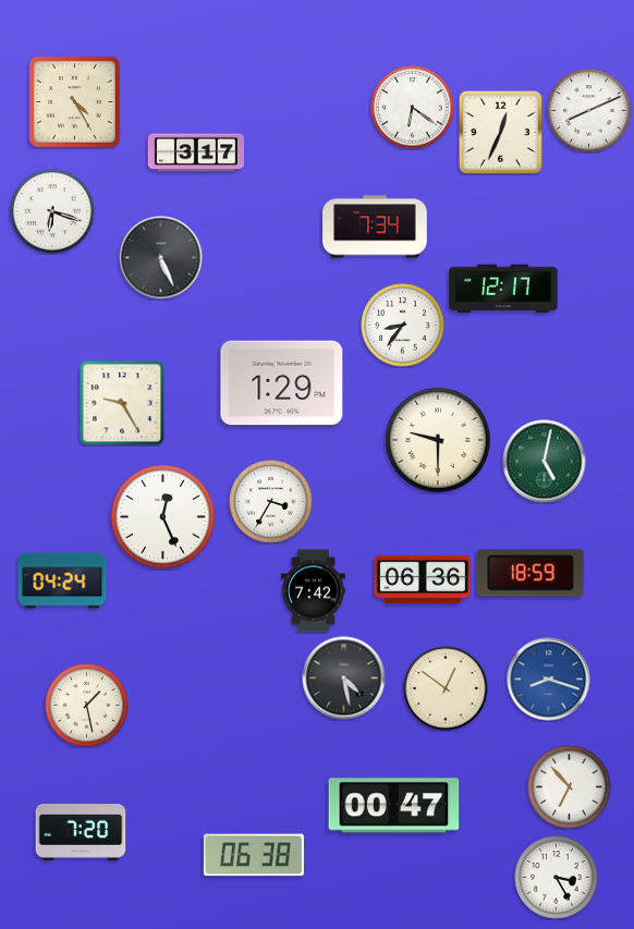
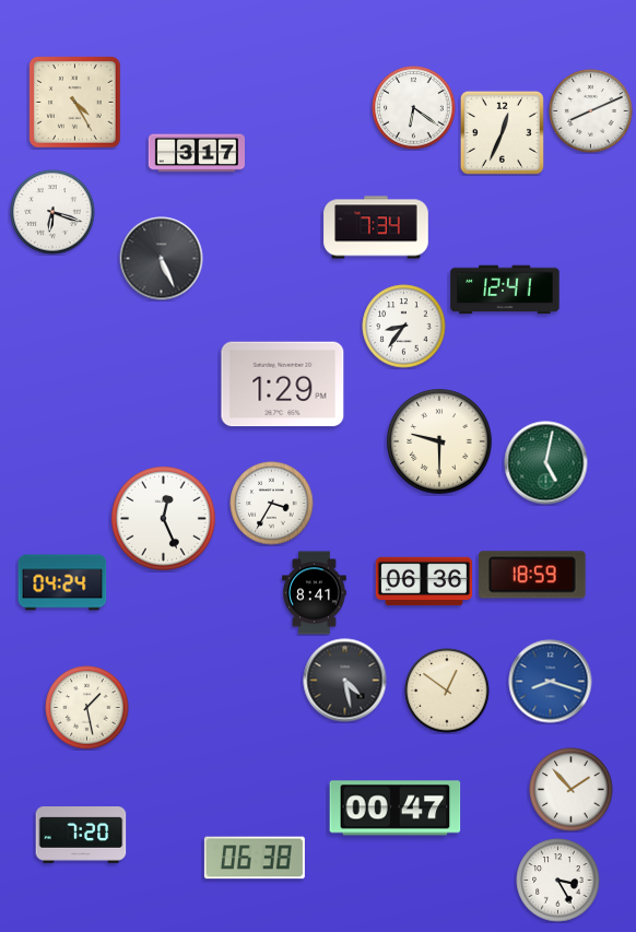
clock at (503, 289): 12:17 -> 12:41
clock at (122, 403): 9:25 -> none
clock at (314, 591): 7:42 -> 8:41
clock at (570, 787): 6:53 -> 1:53
